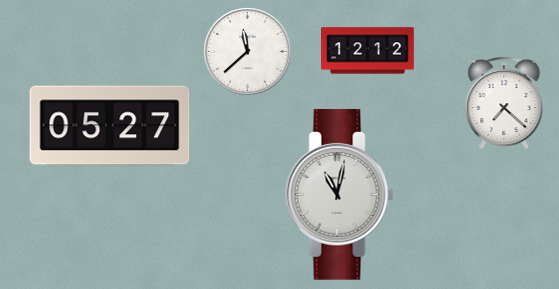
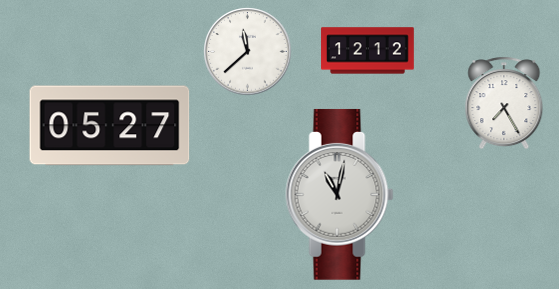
clock at (504, 103): 7:22 -> 7:25
